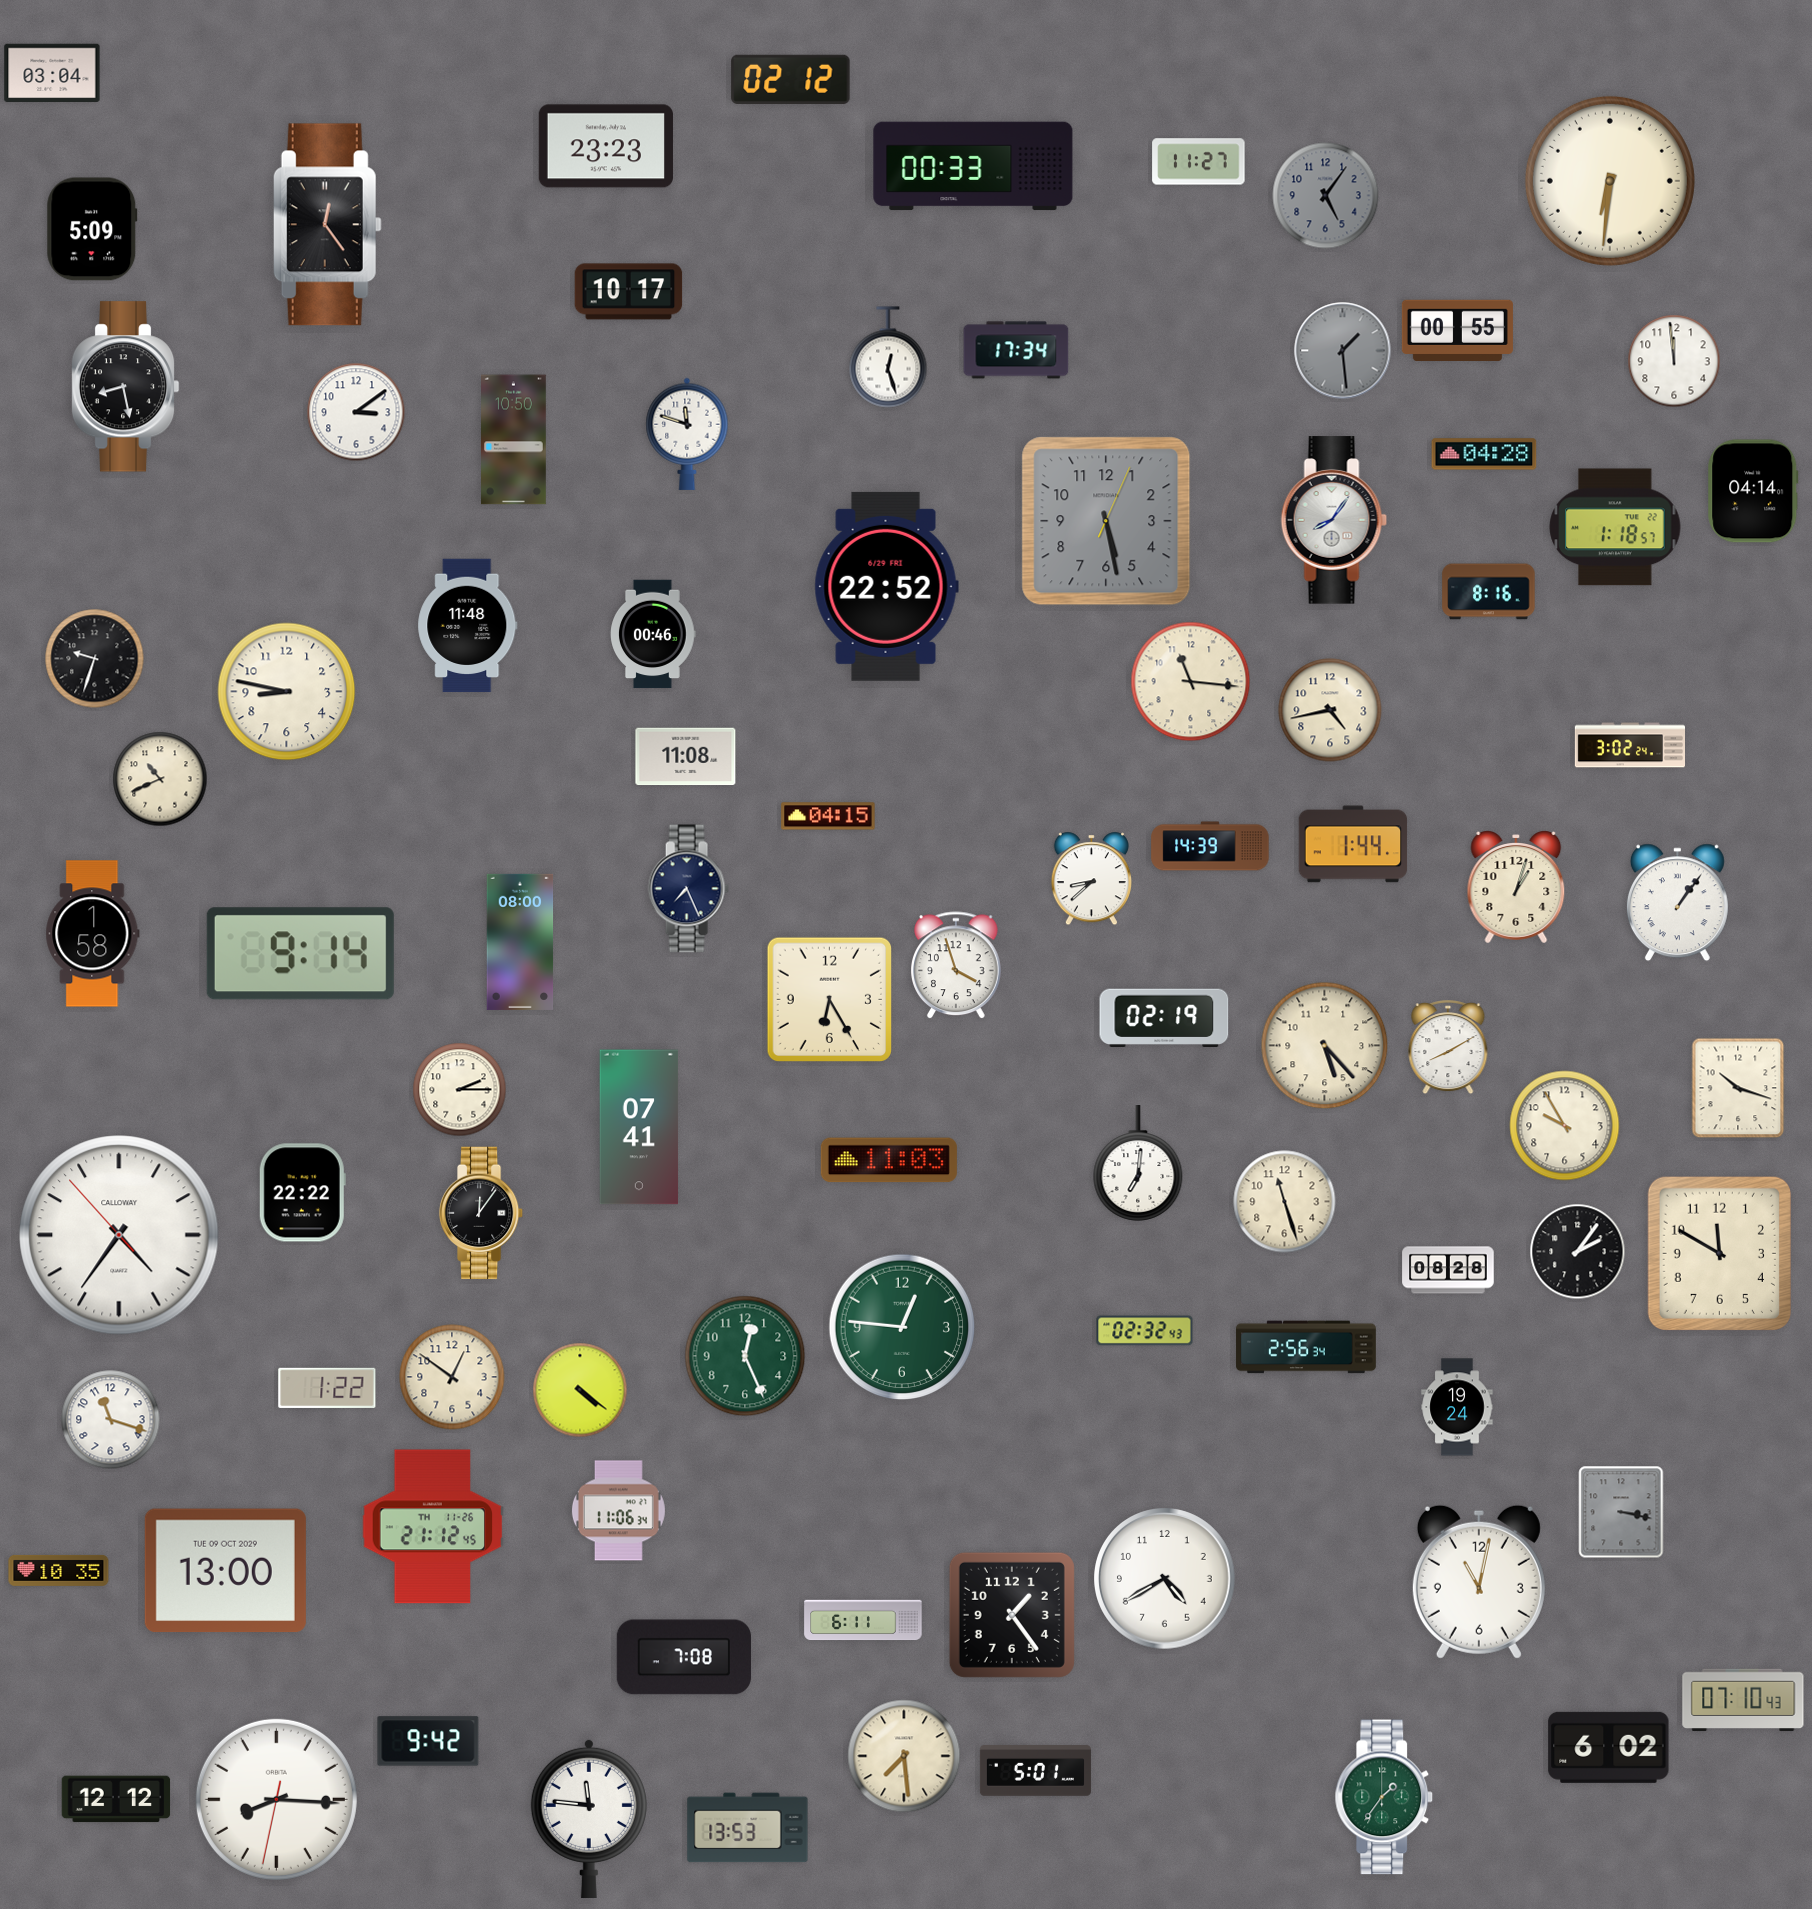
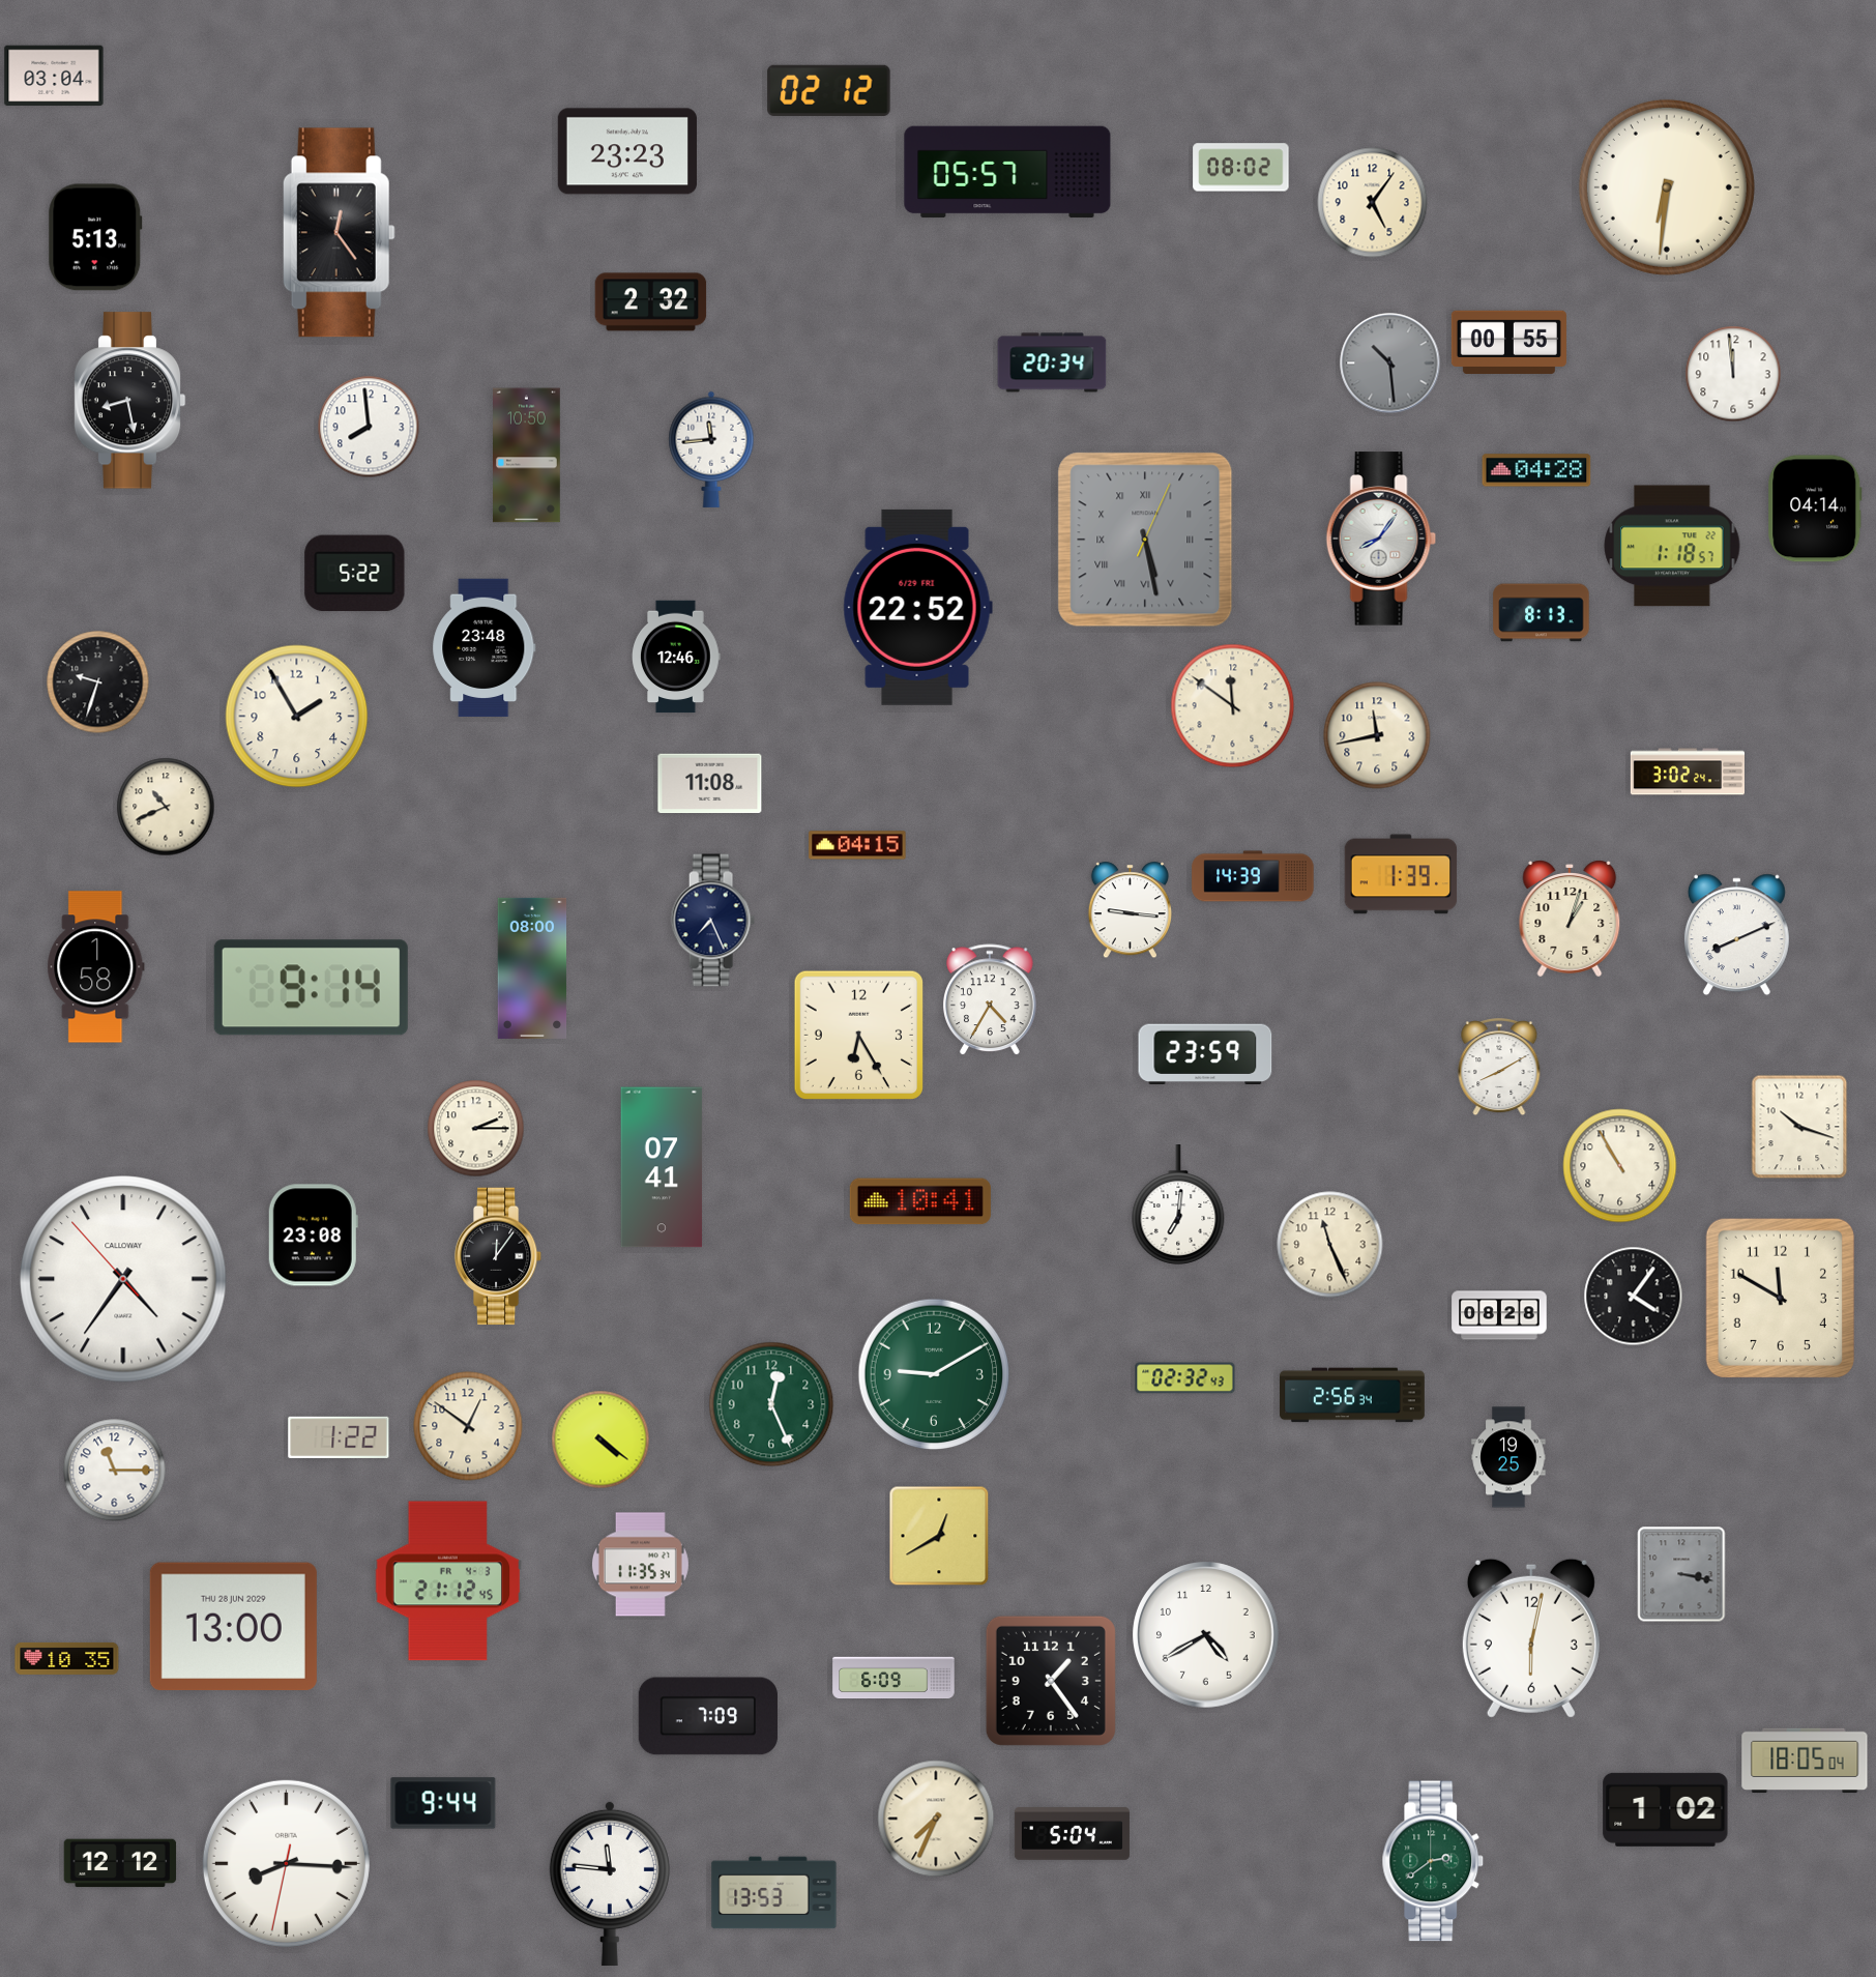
clock at (791, 79) position: (791, 79) -> (829, 90)
clock at (1199, 162): 11:27 -> 08:02
clock at (973, 166): 00:33 -> 05:57
clock at (1326, 196) dial: grey -> cream
clock at (92, 229): 5:09 -> 5:13
clock at (629, 292): 10:17 -> 2:32
clock at (1016, 350): 17:34 -> 20:34
clock at (1343, 351): 1:29 -> 10:29
clock at (888, 357): 12:27 -> none
clock at (356, 412): 3:09 -> 7:59
clock at (687, 434): 11:48 -> 11:44
clock at (514, 440) position: (514, 440) -> (527, 456)
clock at (1106, 521) numerals: Arabic -> Roman
clock at (355, 574): none -> 5:22
clock at (1489, 592): 8:16 -> 8:13
clock at (468, 626): 11:48 -> 23:48
clock at (654, 634): 00:46 -> 12:46
clock at (1191, 682): 11:16 -> 11:51
clock at (287, 692): 8:47 -> 1:55
clock at (1330, 710): 4:43 -> 11:43
clock at (1353, 844): 1:44 -> 1:39
clock at (1091, 879): 8:38 -> 9:16
clock at (1677, 903): 1:06 -> 8:11
clock at (520, 942) position: (520, 942) -> (532, 968)
clock at (957, 966): 3:57 -> 4:35
clock at (1164, 1017): 02:19 -> 23:59
clock at (1325, 1046): 5:23 -> none
clock at (1448, 1048) position: (1448, 1048) -> (1499, 1068)
clock at (1565, 1126): 9:55 -> 10:55
clock at (889, 1160): 11:03 -> 10:41
clock at (302, 1193): 22:22 -> 23:08
clock at (1285, 1202): 11:27 -> 11:26
clock at (1578, 1252): 2:06 -> 4:06
clock at (902, 1327): 12:46 -> 9:10
clock at (1457, 1407): 19:24 -> 19:25
clock at (111, 1420): 11:18 -> 11:15
clock at (939, 1536): none -> 12:40
clock at (618, 1511): 11:06 -> 11:35
clock at (1621, 1512) position: (1621, 1512) -> (1681, 1574)
clock at (433, 1527) date: TH 11-26 -> FR 4-3
clock at (59, 1570) position: (59, 1570) -> (67, 1658)
clock at (225, 1571) date: TUE 09 OCT 2029 -> THU 28 JUN 2029
clock at (1479, 1582): 11:02 -> 6:02
clock at (1012, 1615) position: (1012, 1615) -> (1051, 1681)
clock at (863, 1620): 6:11 -> 6:09
clock at (684, 1657): 7:08 -> 7:09
clock at (1743, 1700): 07:10 -> 18:05
clock at (428, 1741): 9:42 -> 9:44
clock at (1609, 1747): 6:02 -> 1:02
clock at (904, 1756): 7:29 -> 7:34
clock at (1035, 1771): 5:01 -> 5:04
clock at (1384, 1797): 1:36 -> 2:39
